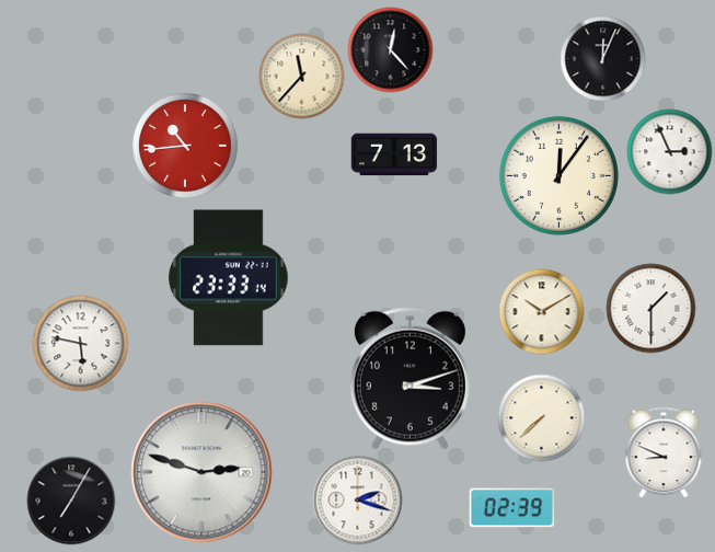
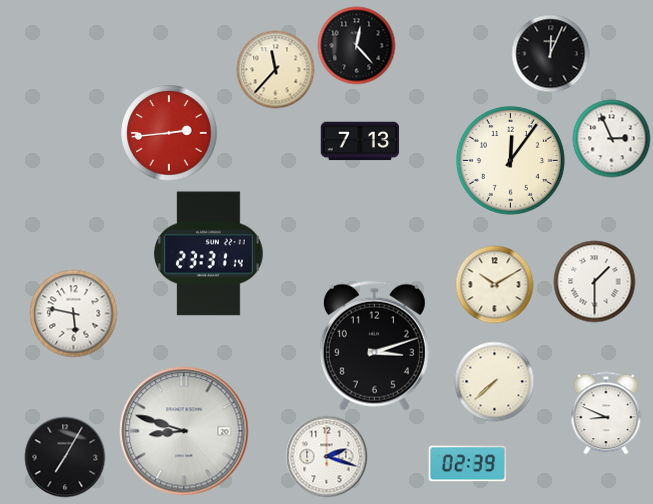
clock at (185, 146): 10:44 -> 2:44
clock at (229, 278): 23:33 -> 23:31
clock at (201, 472): 2:48 -> 8:48
